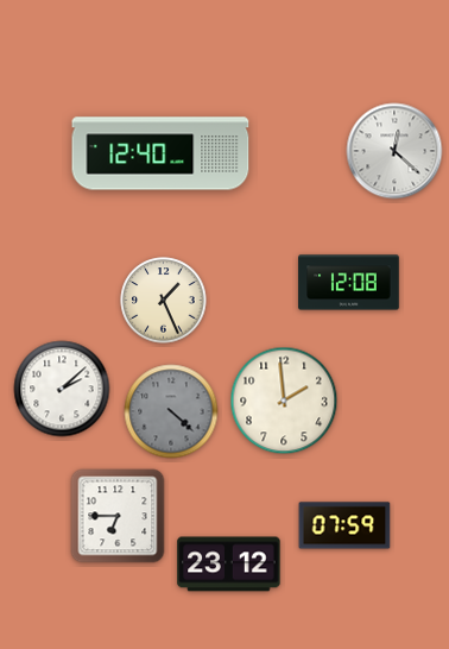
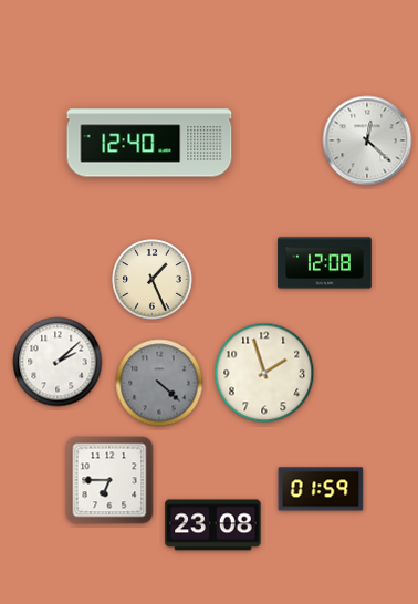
clock at (284, 401): 1:59 -> 1:57
clock at (344, 525): 07:59 -> 01:59
clock at (229, 565): 23:12 -> 23:08
